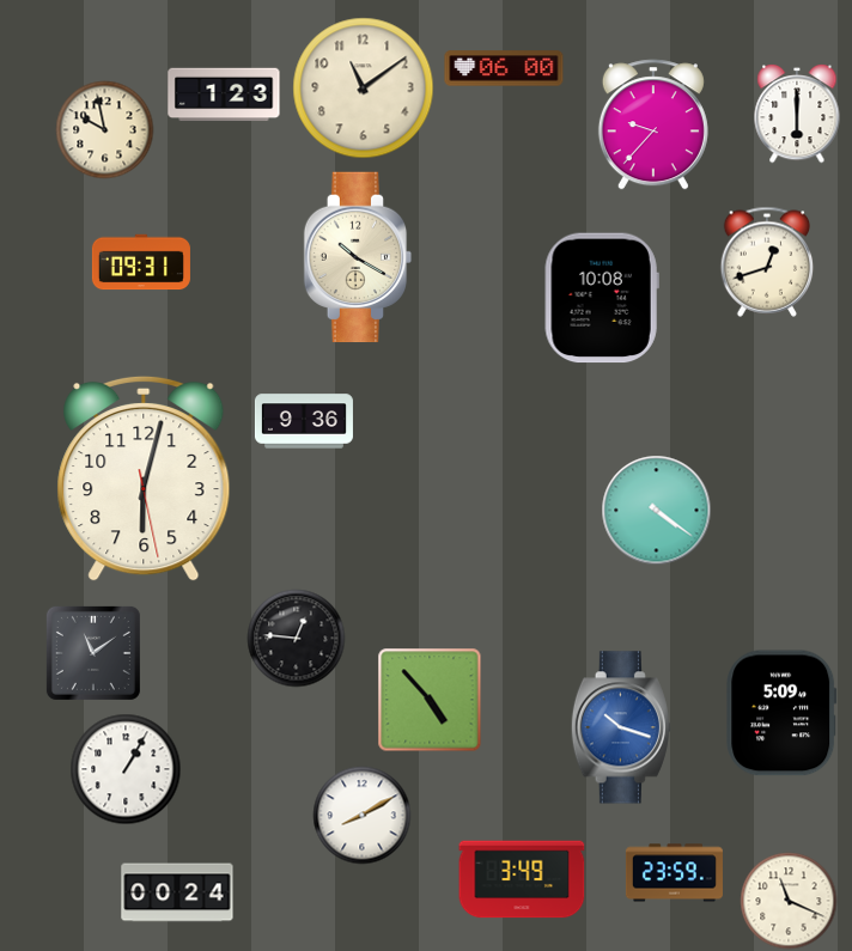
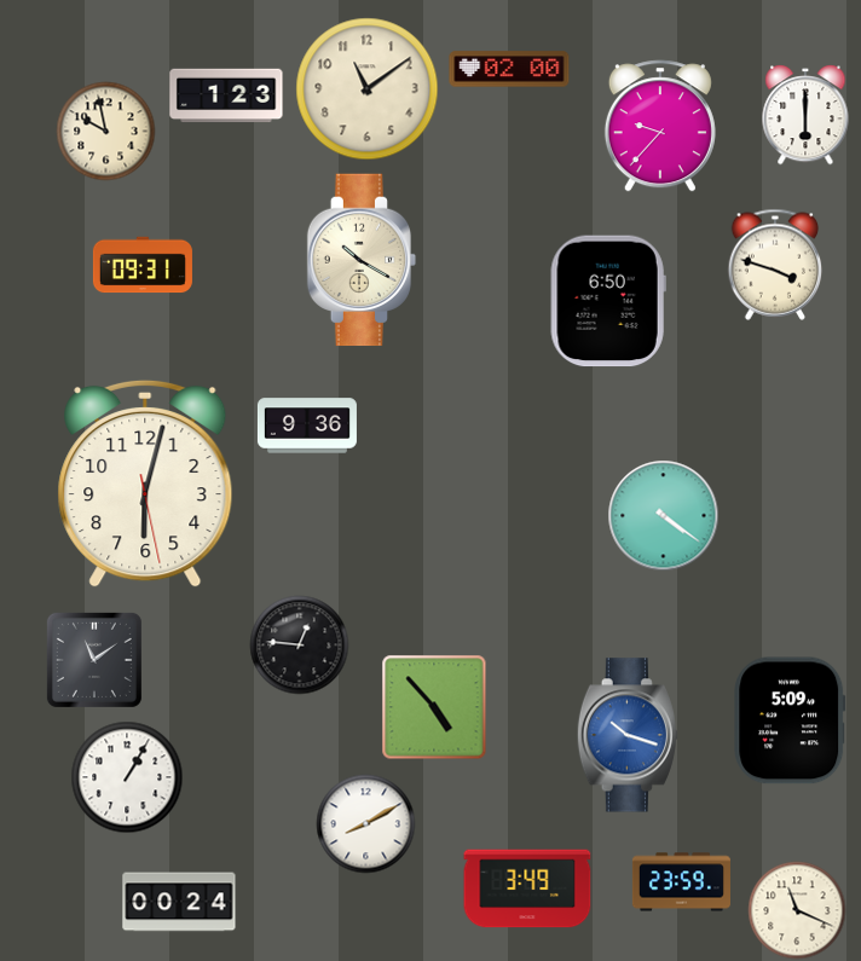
clock at (504, 68): 06:00 -> 02:00
clock at (767, 262): 12:42 -> 3:48
clock at (602, 298): 10:08 -> 6:50
